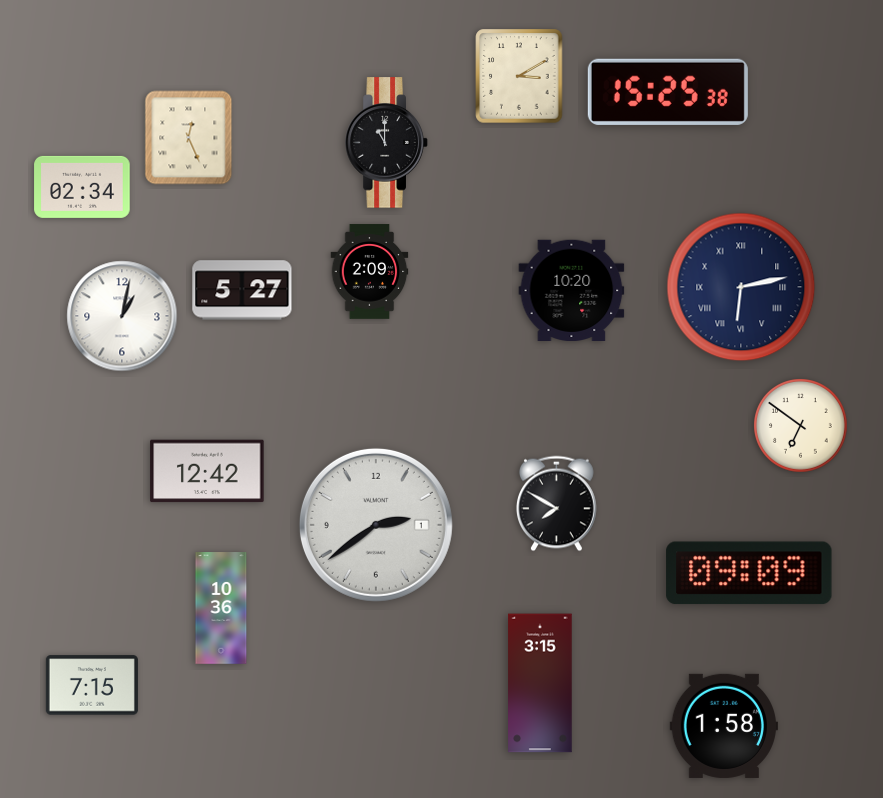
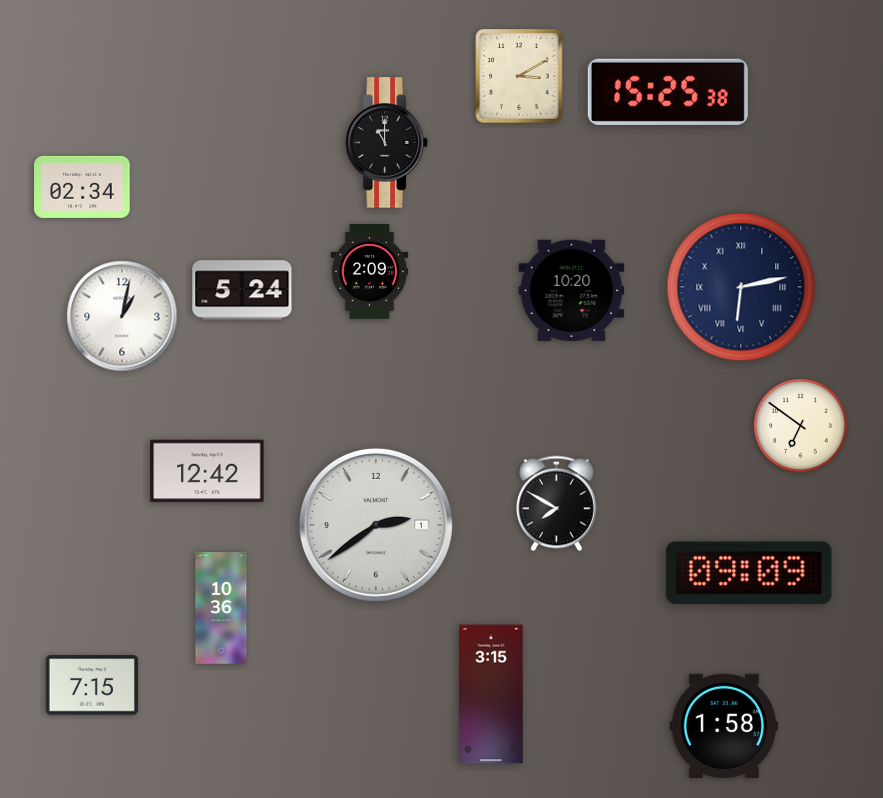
clock at (189, 138): 12:26 -> none
clock at (242, 290): 5:27 -> 5:24
clock at (540, 683) position: (540, 683) -> (491, 694)
